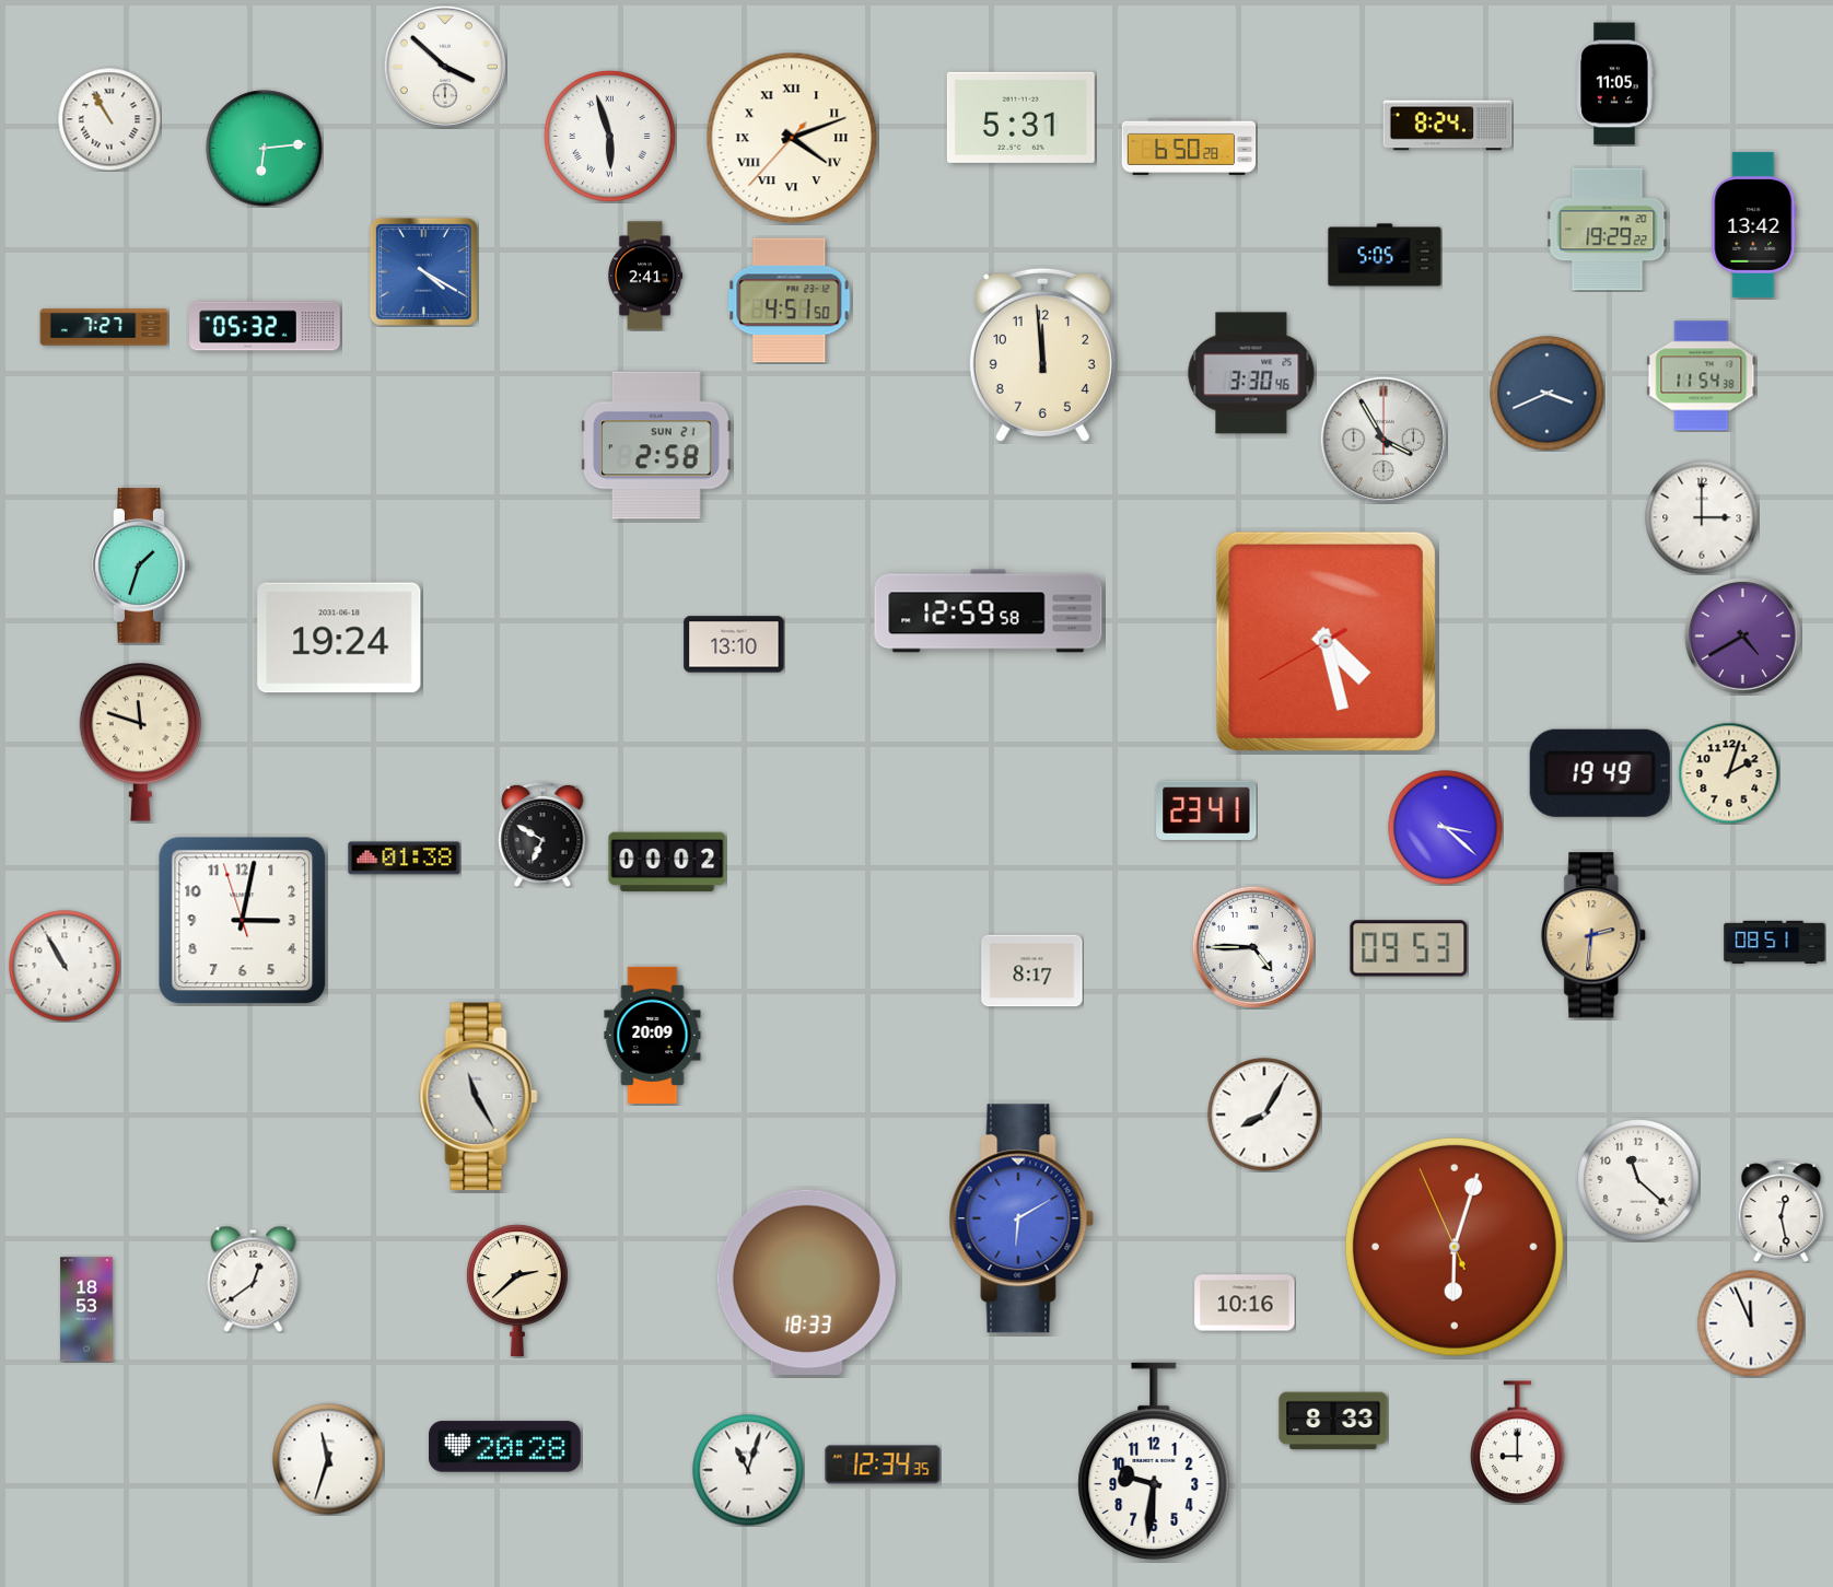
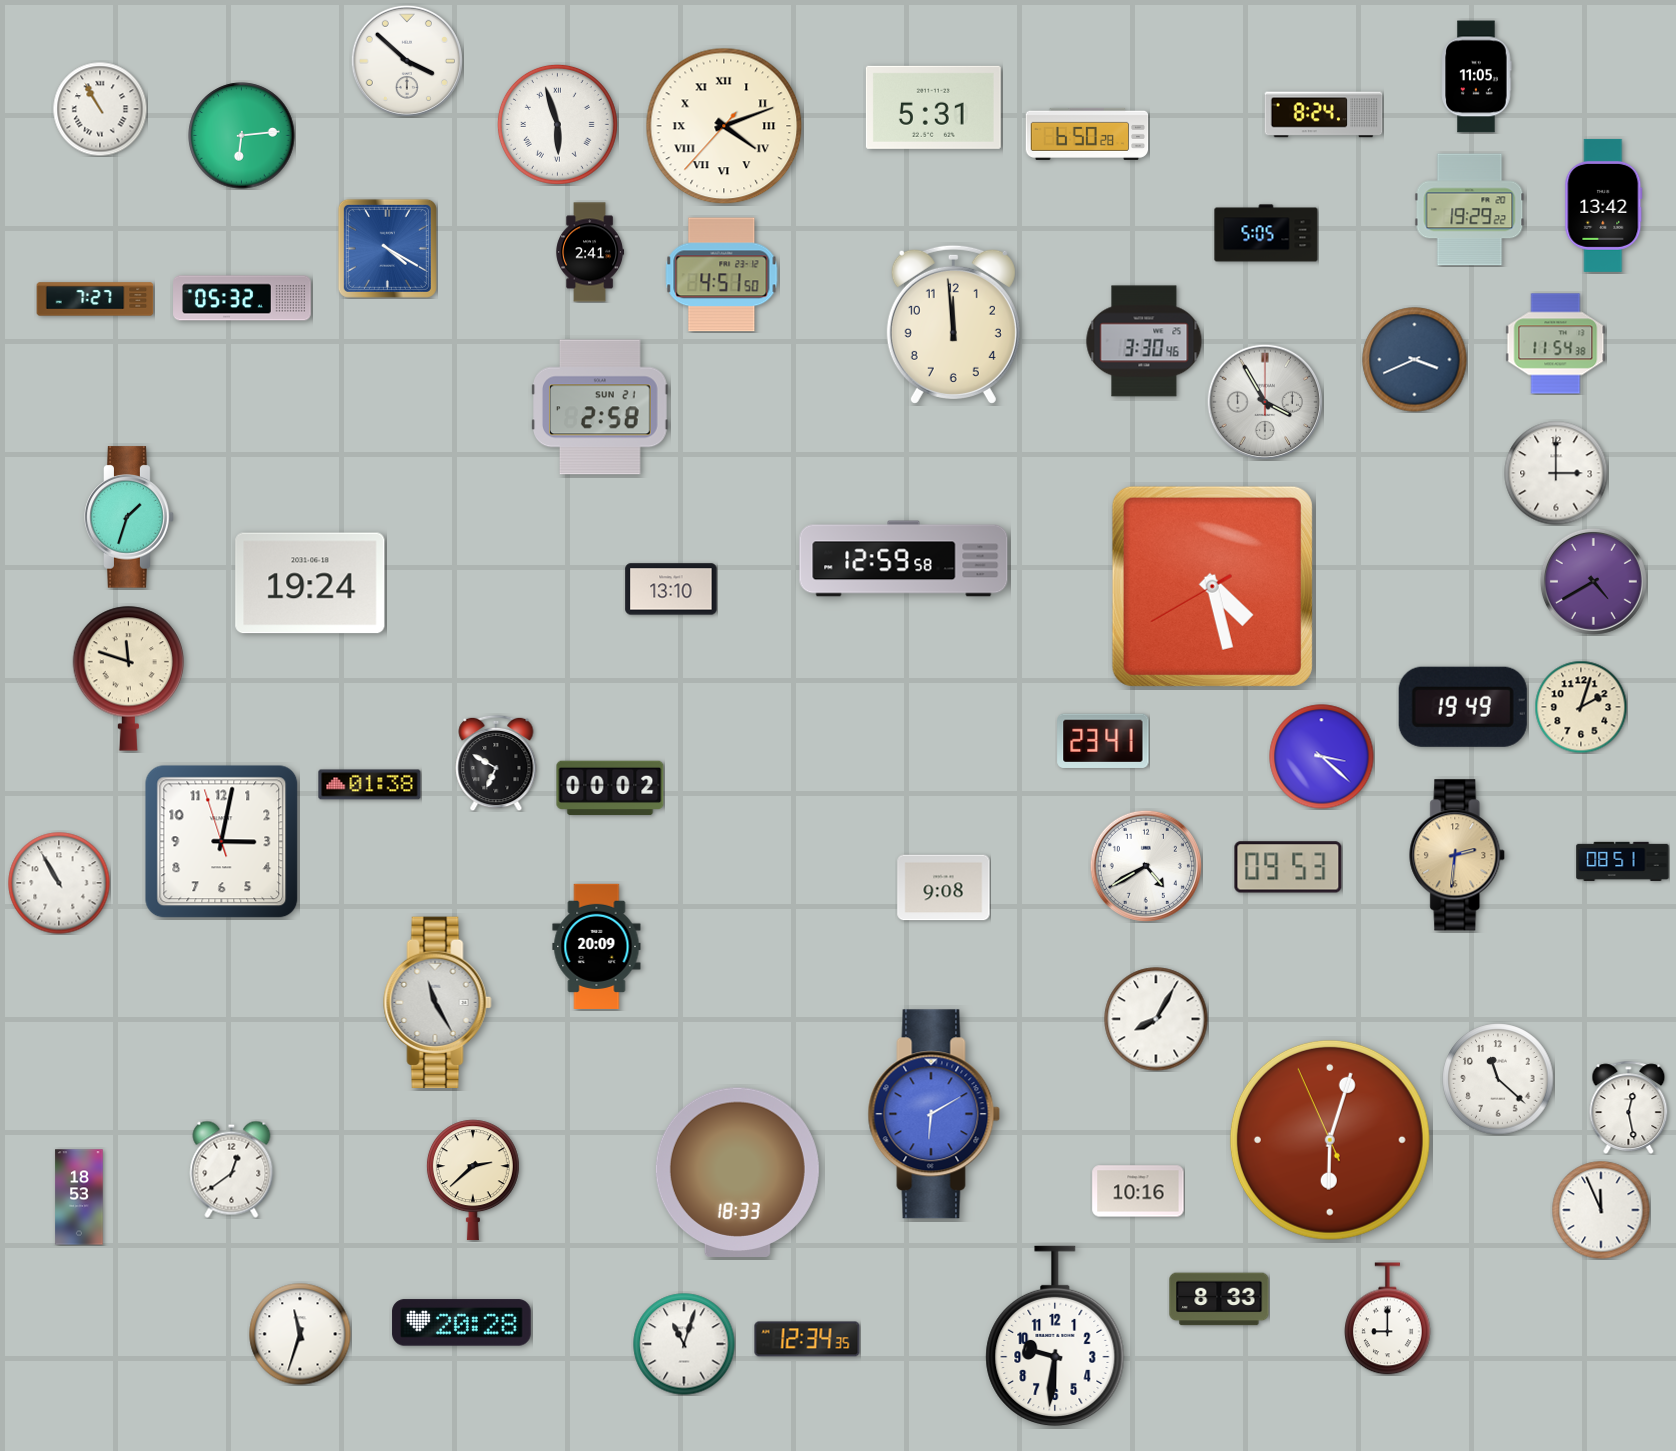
clock at (1253, 947): 4:45 -> 4:40
clock at (1032, 971): 8:17 -> 9:08
